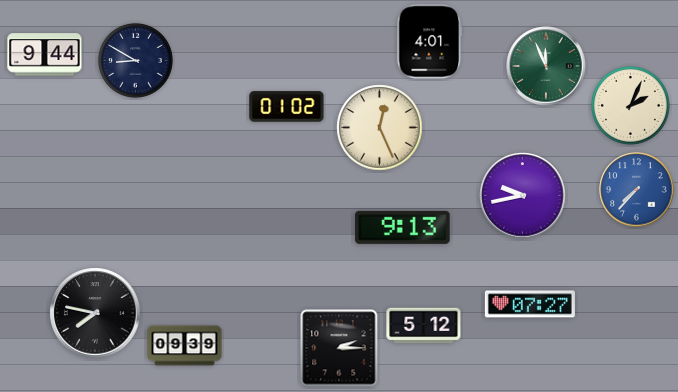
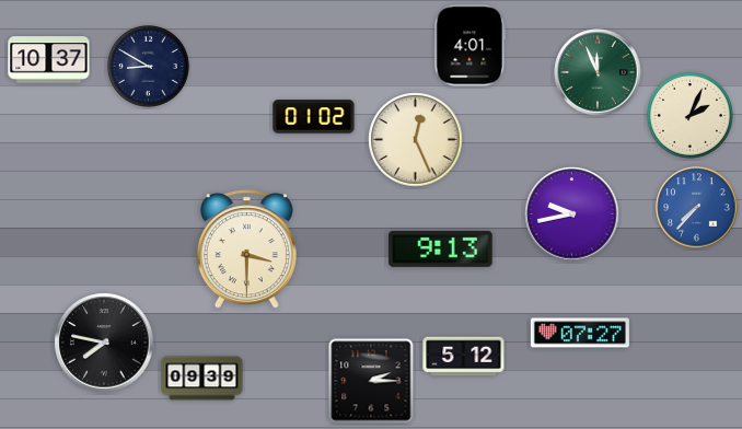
clock at (45, 55): 9:44 -> 10:37
clock at (246, 250): none -> 3:30
